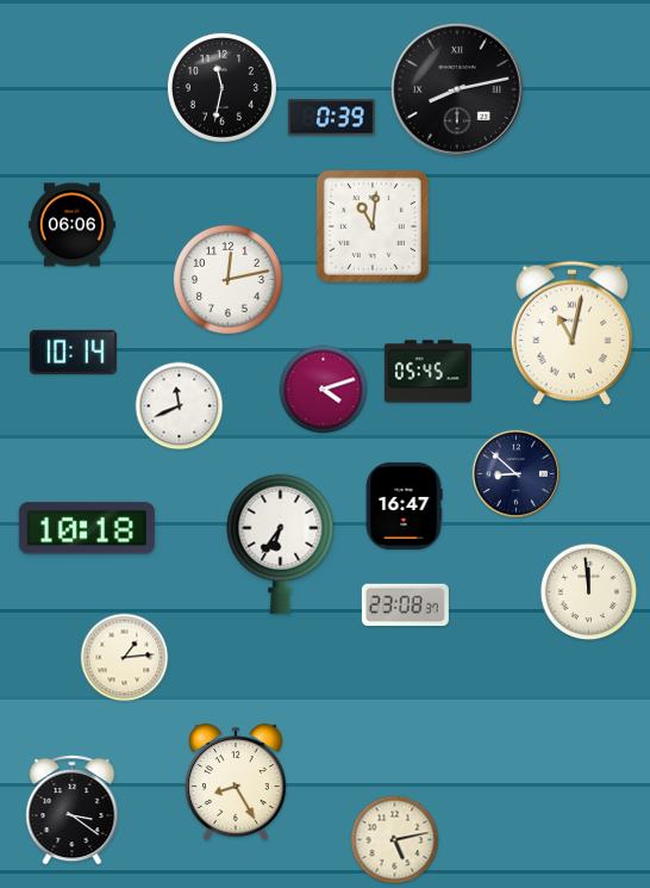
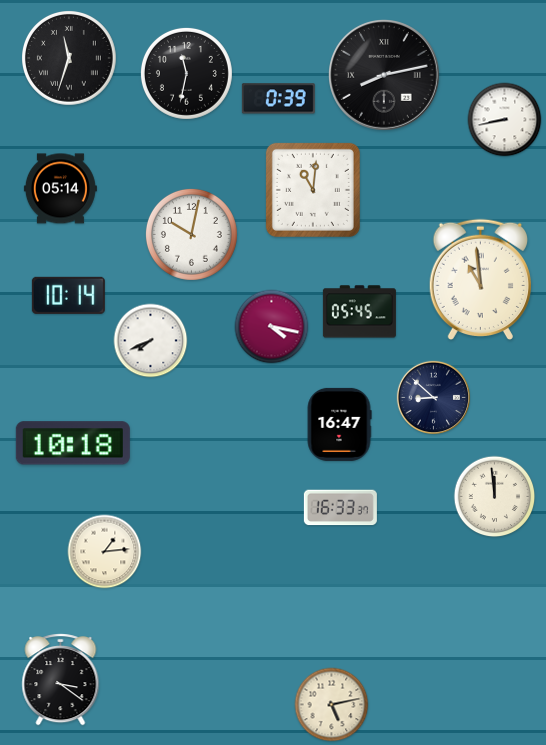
clock at (70, 59): none -> 11:33
clock at (505, 120): none -> 8:43
clock at (71, 225): 06:06 -> 05:14
clock at (227, 279): 12:13 -> 10:02
clock at (571, 333): 11:02 -> 10:59
clock at (73, 352) position: (73, 352) -> (68, 295)
clock at (324, 390): 4:12 -> 4:17
clock at (180, 406): 11:41 -> 7:41
clock at (281, 544): 6:36 -> none
clock at (405, 606): 23:08 -> 16:33
clock at (236, 782): 8:25 -> none
